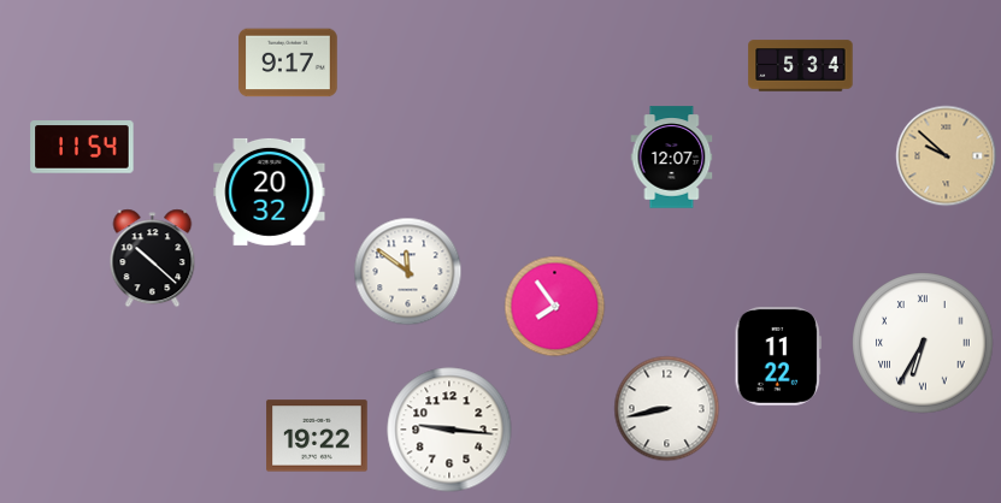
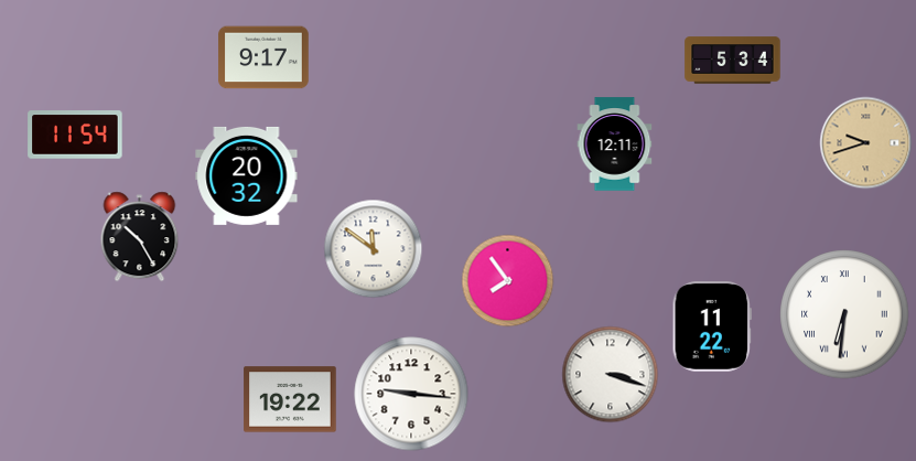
clock at (946, 155): 9:52 -> 9:42
clock at (672, 158): 12:07 -> 12:11
clock at (153, 258): 10:22 -> 10:25
clock at (923, 343): 6:35 -> 6:31
clock at (666, 408): 8:43 -> 3:18
